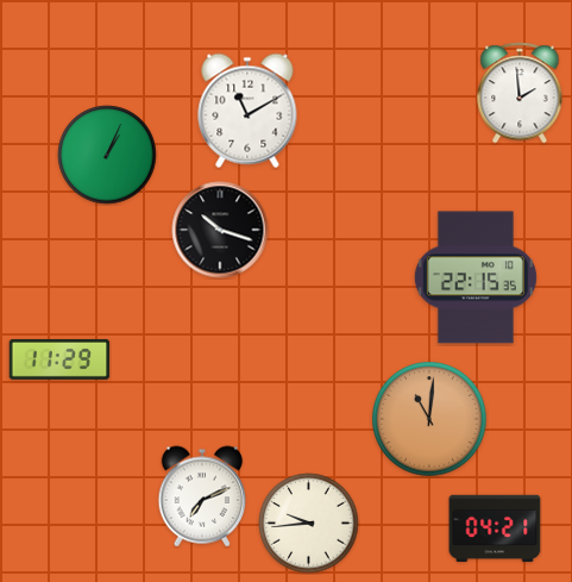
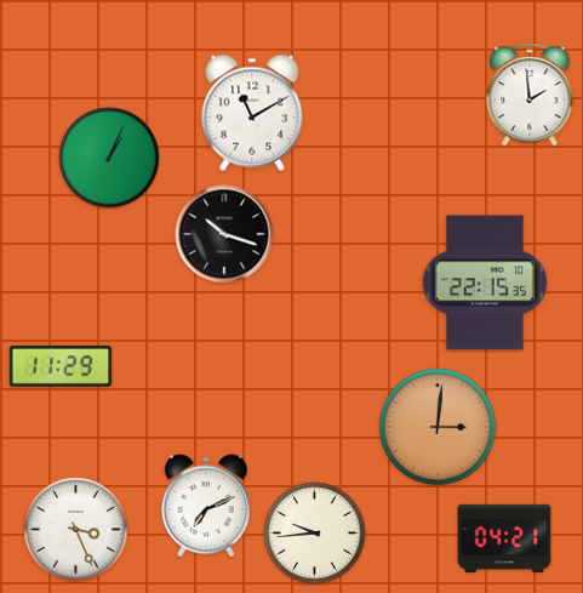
clock at (429, 419): 11:01 -> 3:01
clock at (76, 530): none -> 3:26
